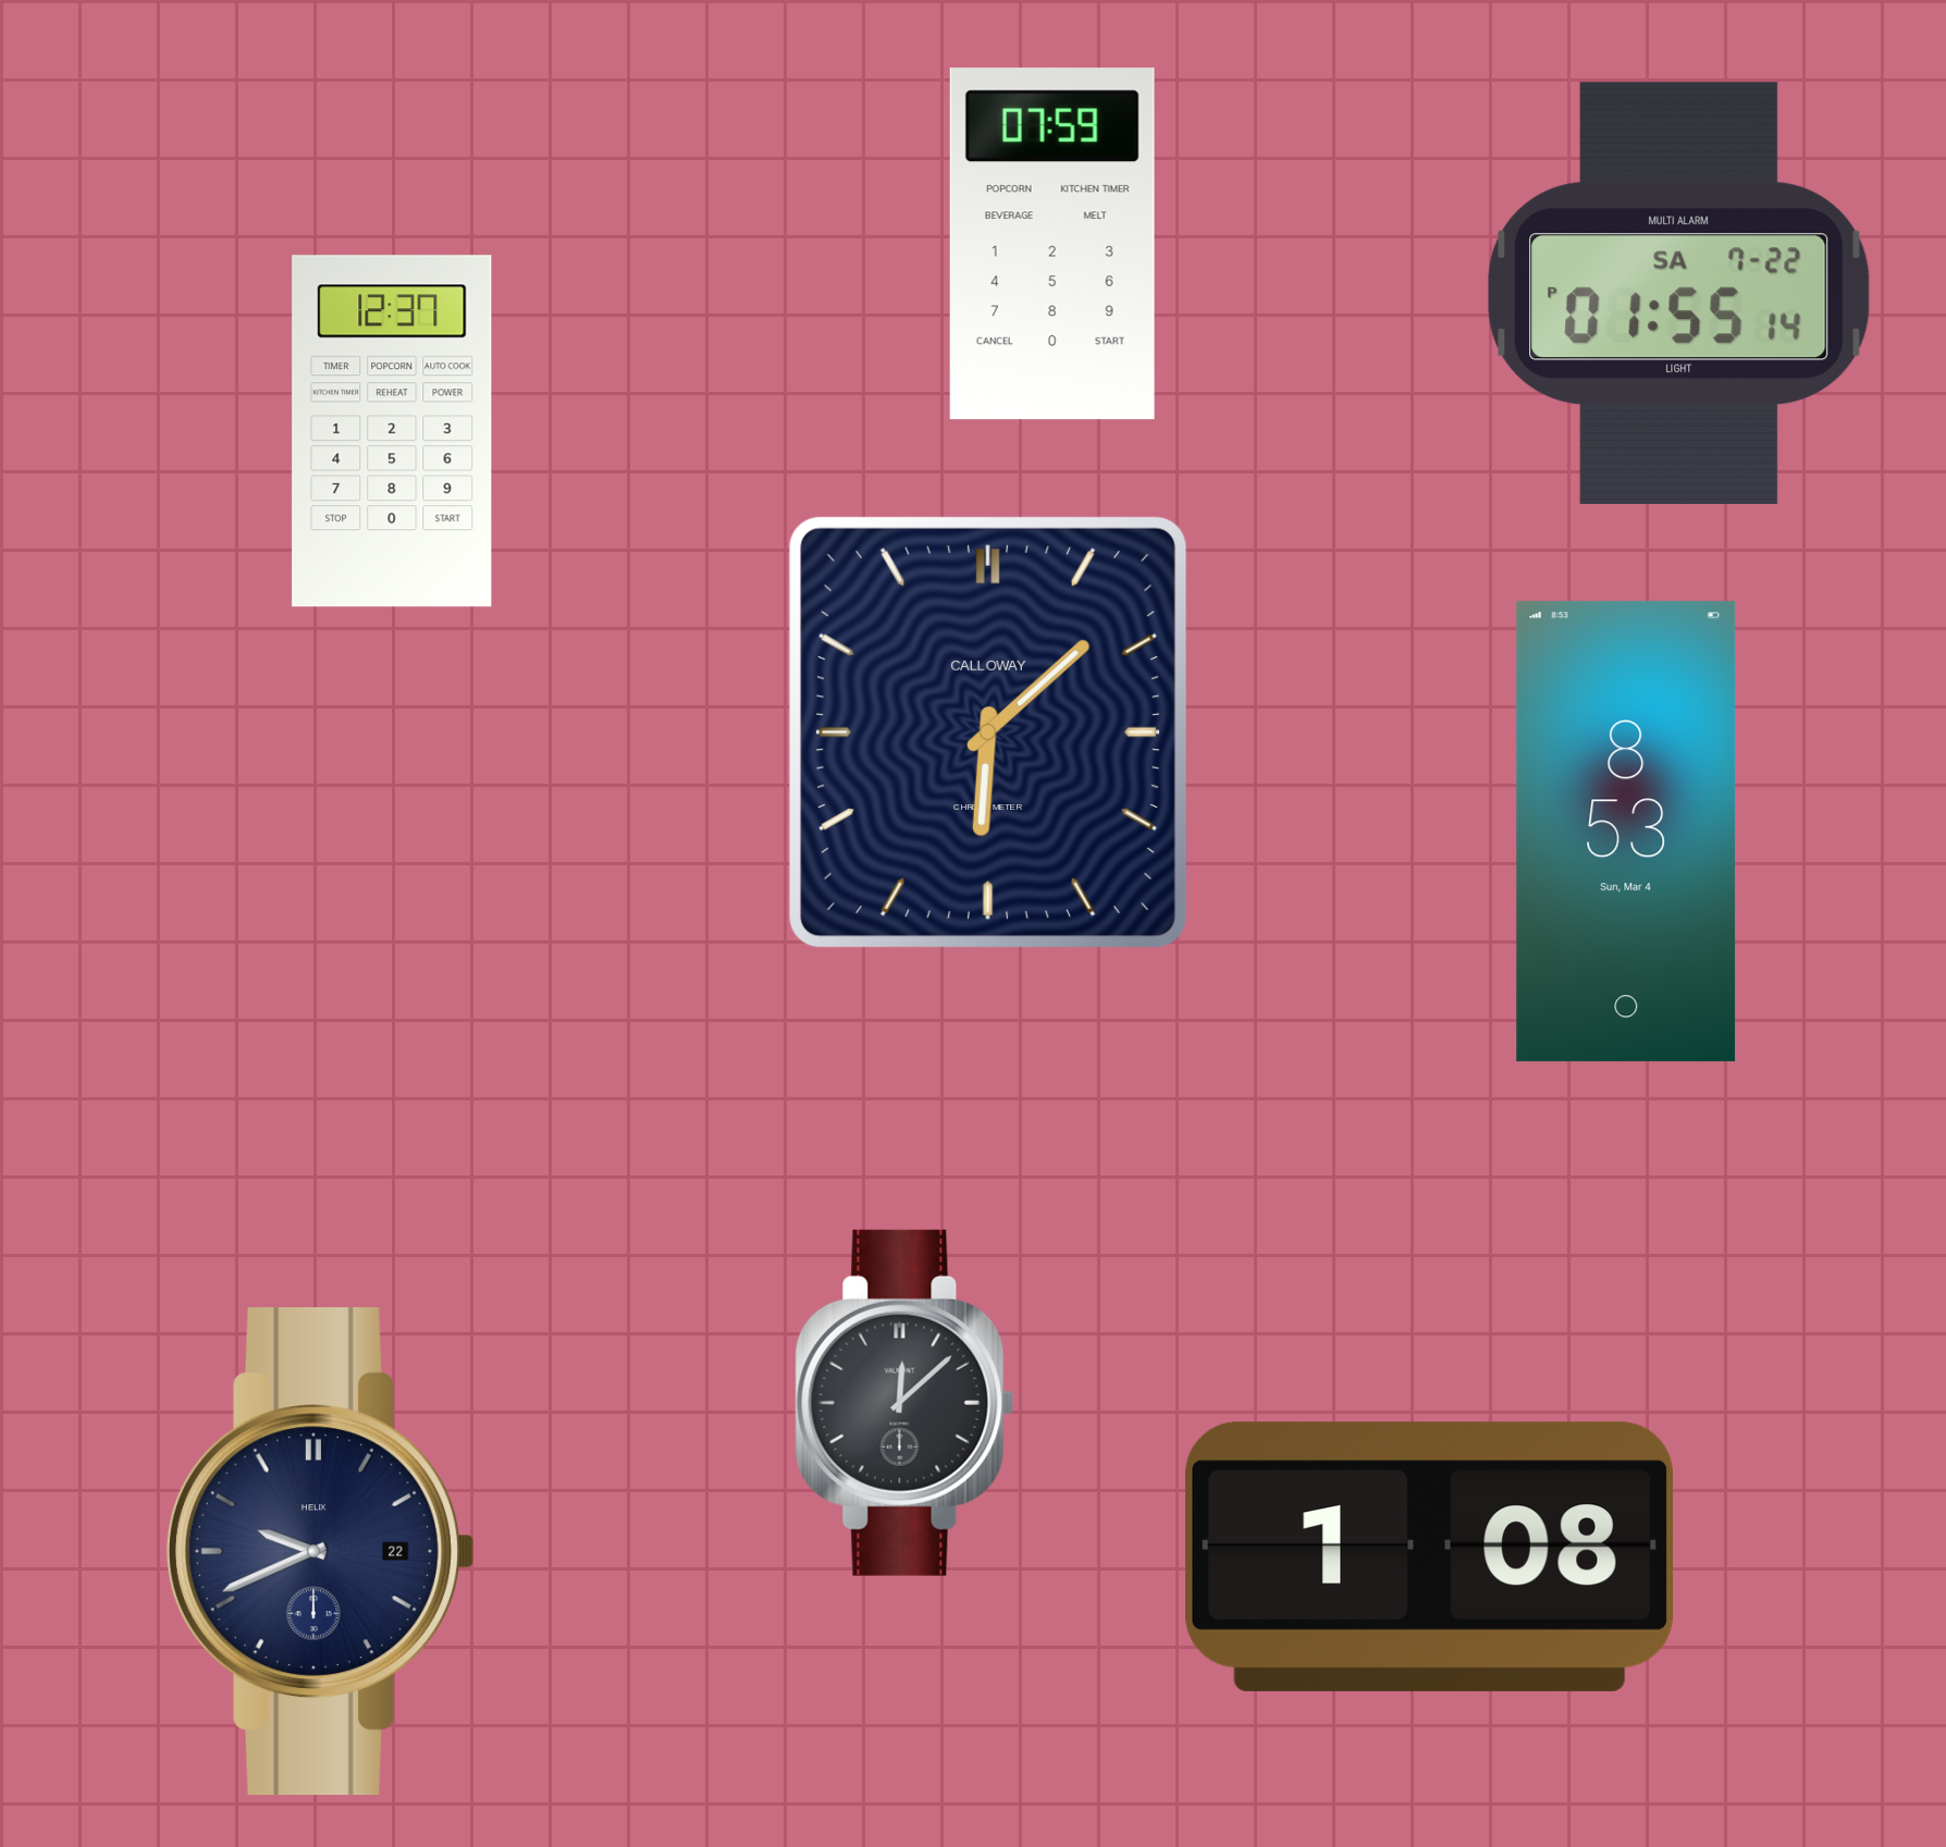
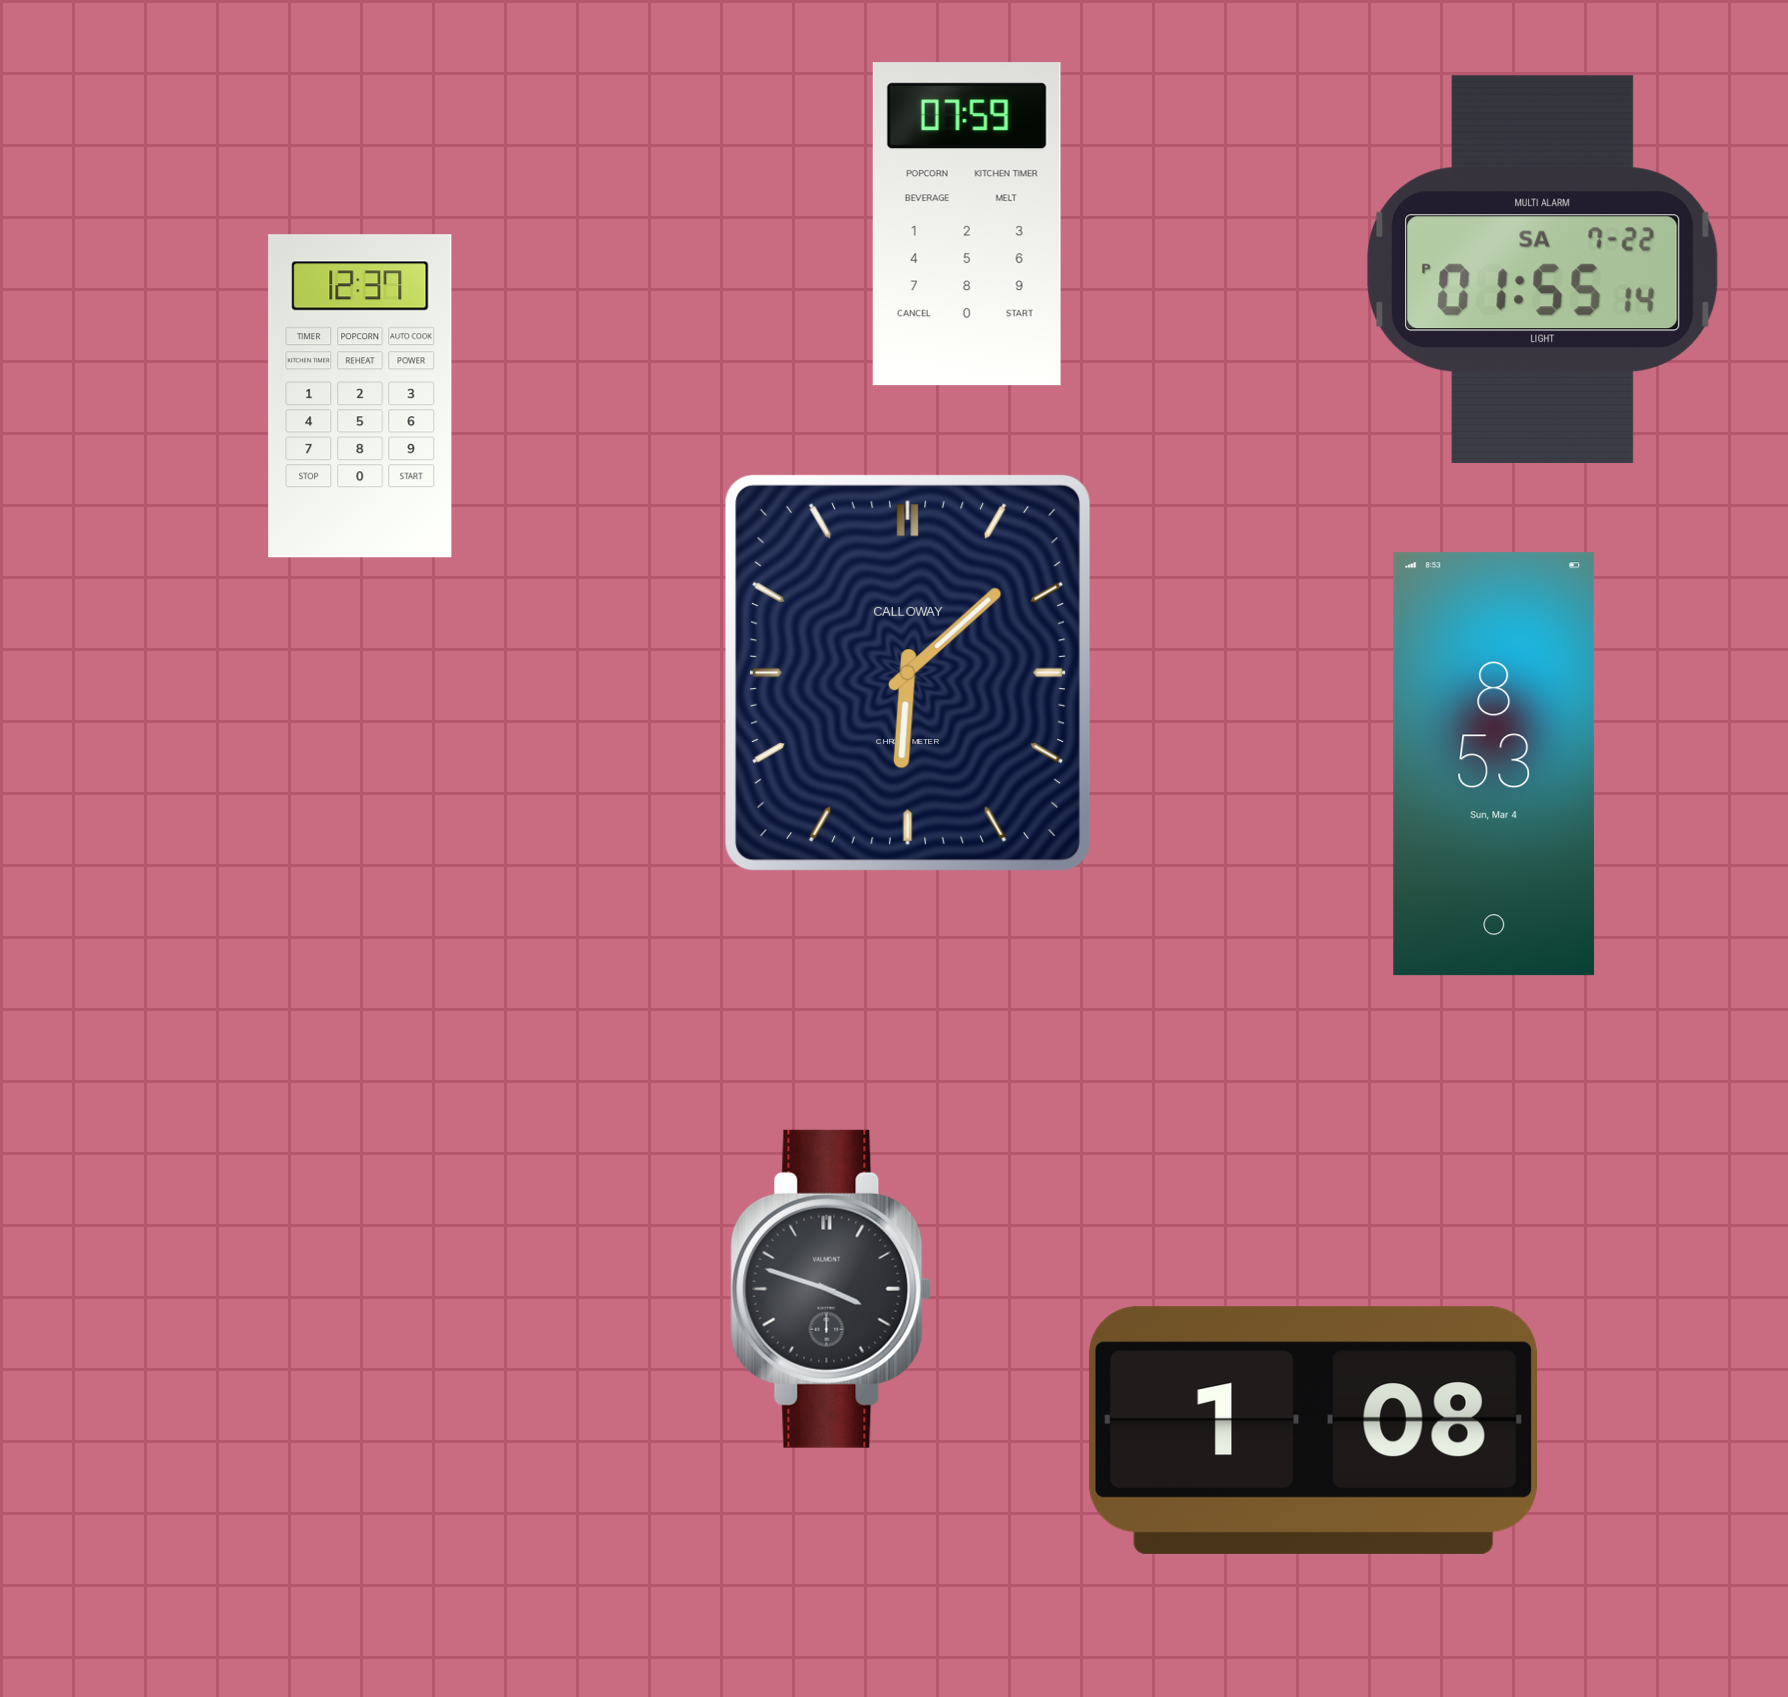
clock at (904, 1403): 12:08 -> 3:48
clock at (320, 1552): 9:41 -> none
